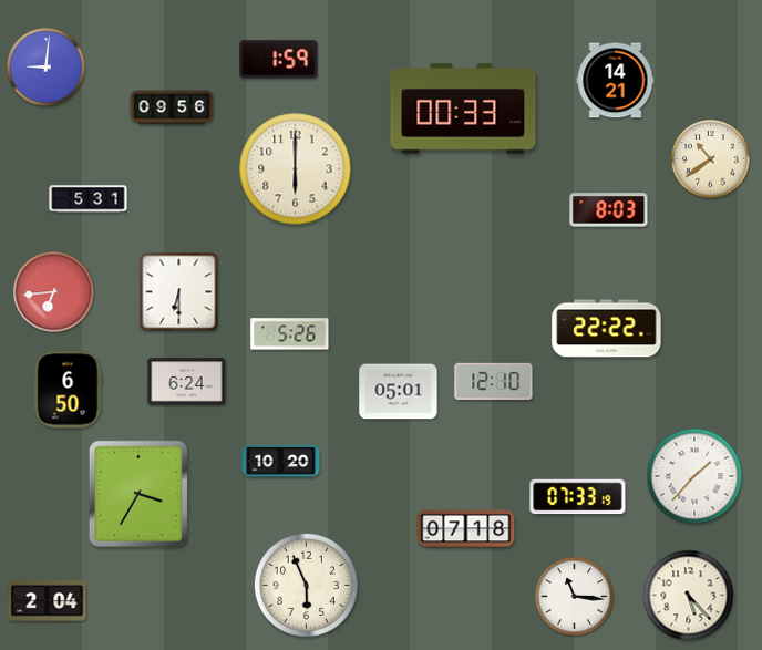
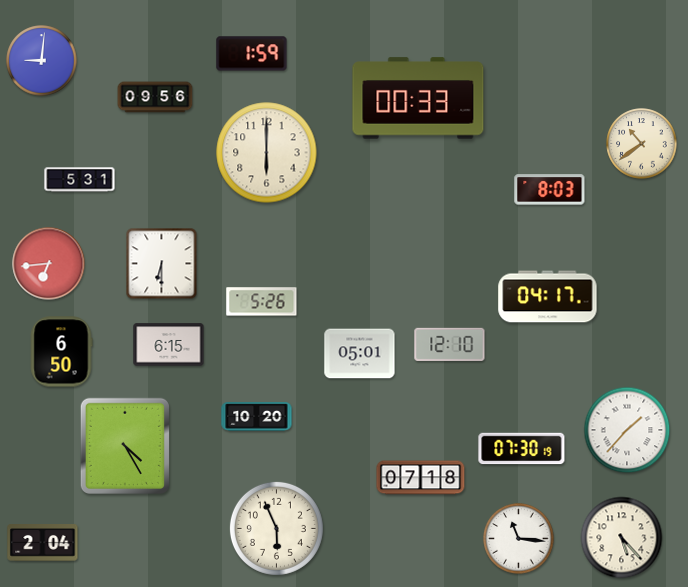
clock at (616, 81): 14:21 -> none
clock at (607, 329): 22:22 -> 04:17
clock at (494, 381) position: (494, 381) -> (450, 344)
clock at (187, 382): 6:24 -> 6:15
clock at (281, 462) position: (281, 462) -> (257, 417)
clock at (138, 494): 3:35 -> 4:25
clock at (578, 497): 07:33 -> 07:30
